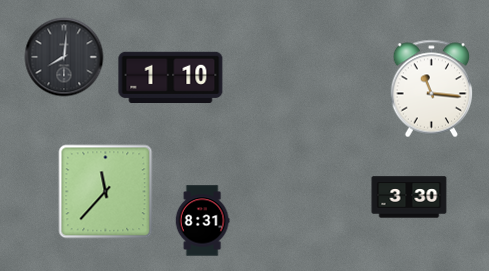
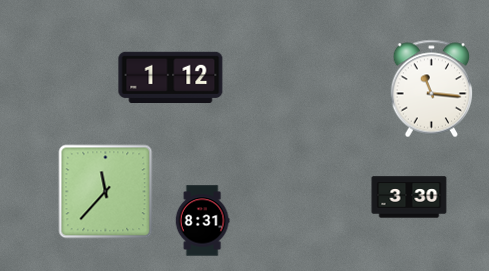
clock at (64, 57): 8:01 -> none
clock at (171, 77): 1:10 -> 1:12
